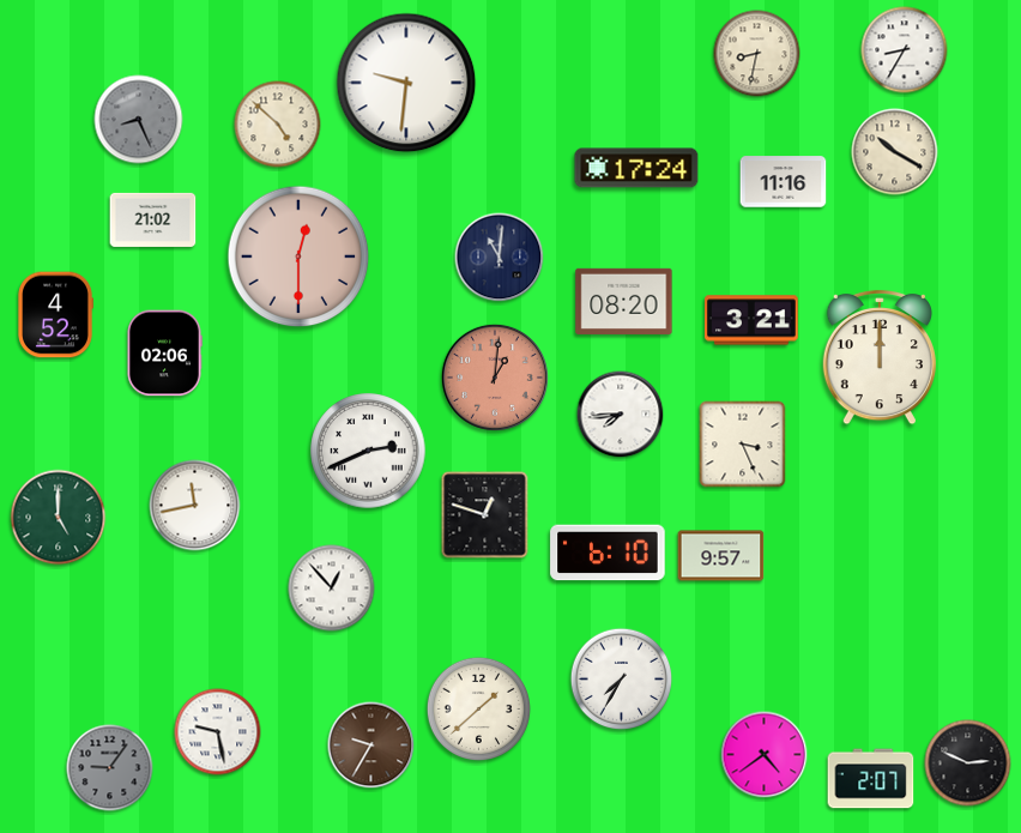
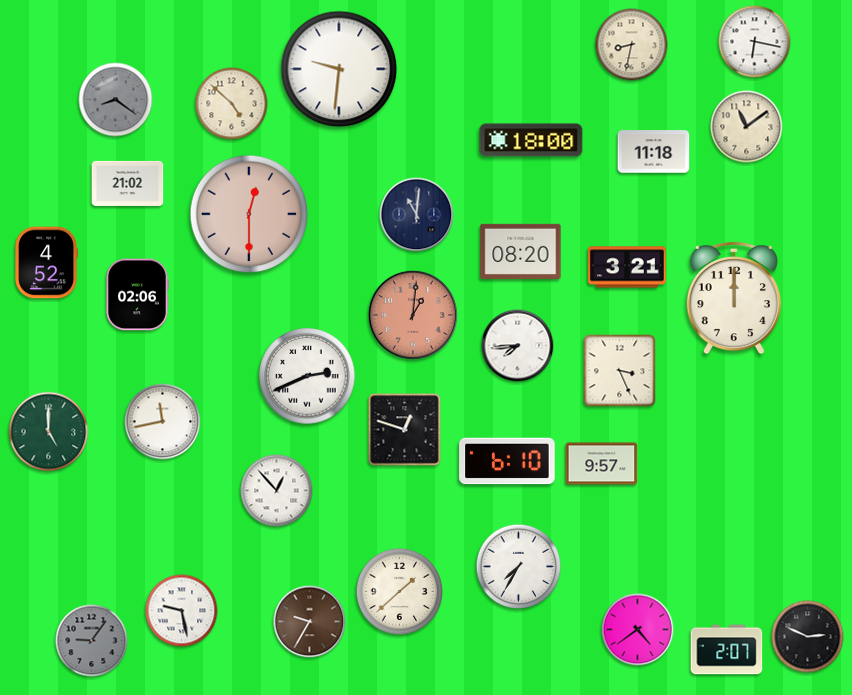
clock at (905, 50): 8:35 -> 6:17
clock at (139, 120): 8:26 -> 8:21
clock at (895, 152): 10:20 -> 11:09
clock at (636, 168): 17:24 -> 18:00
clock at (784, 182): 11:16 -> 11:18
